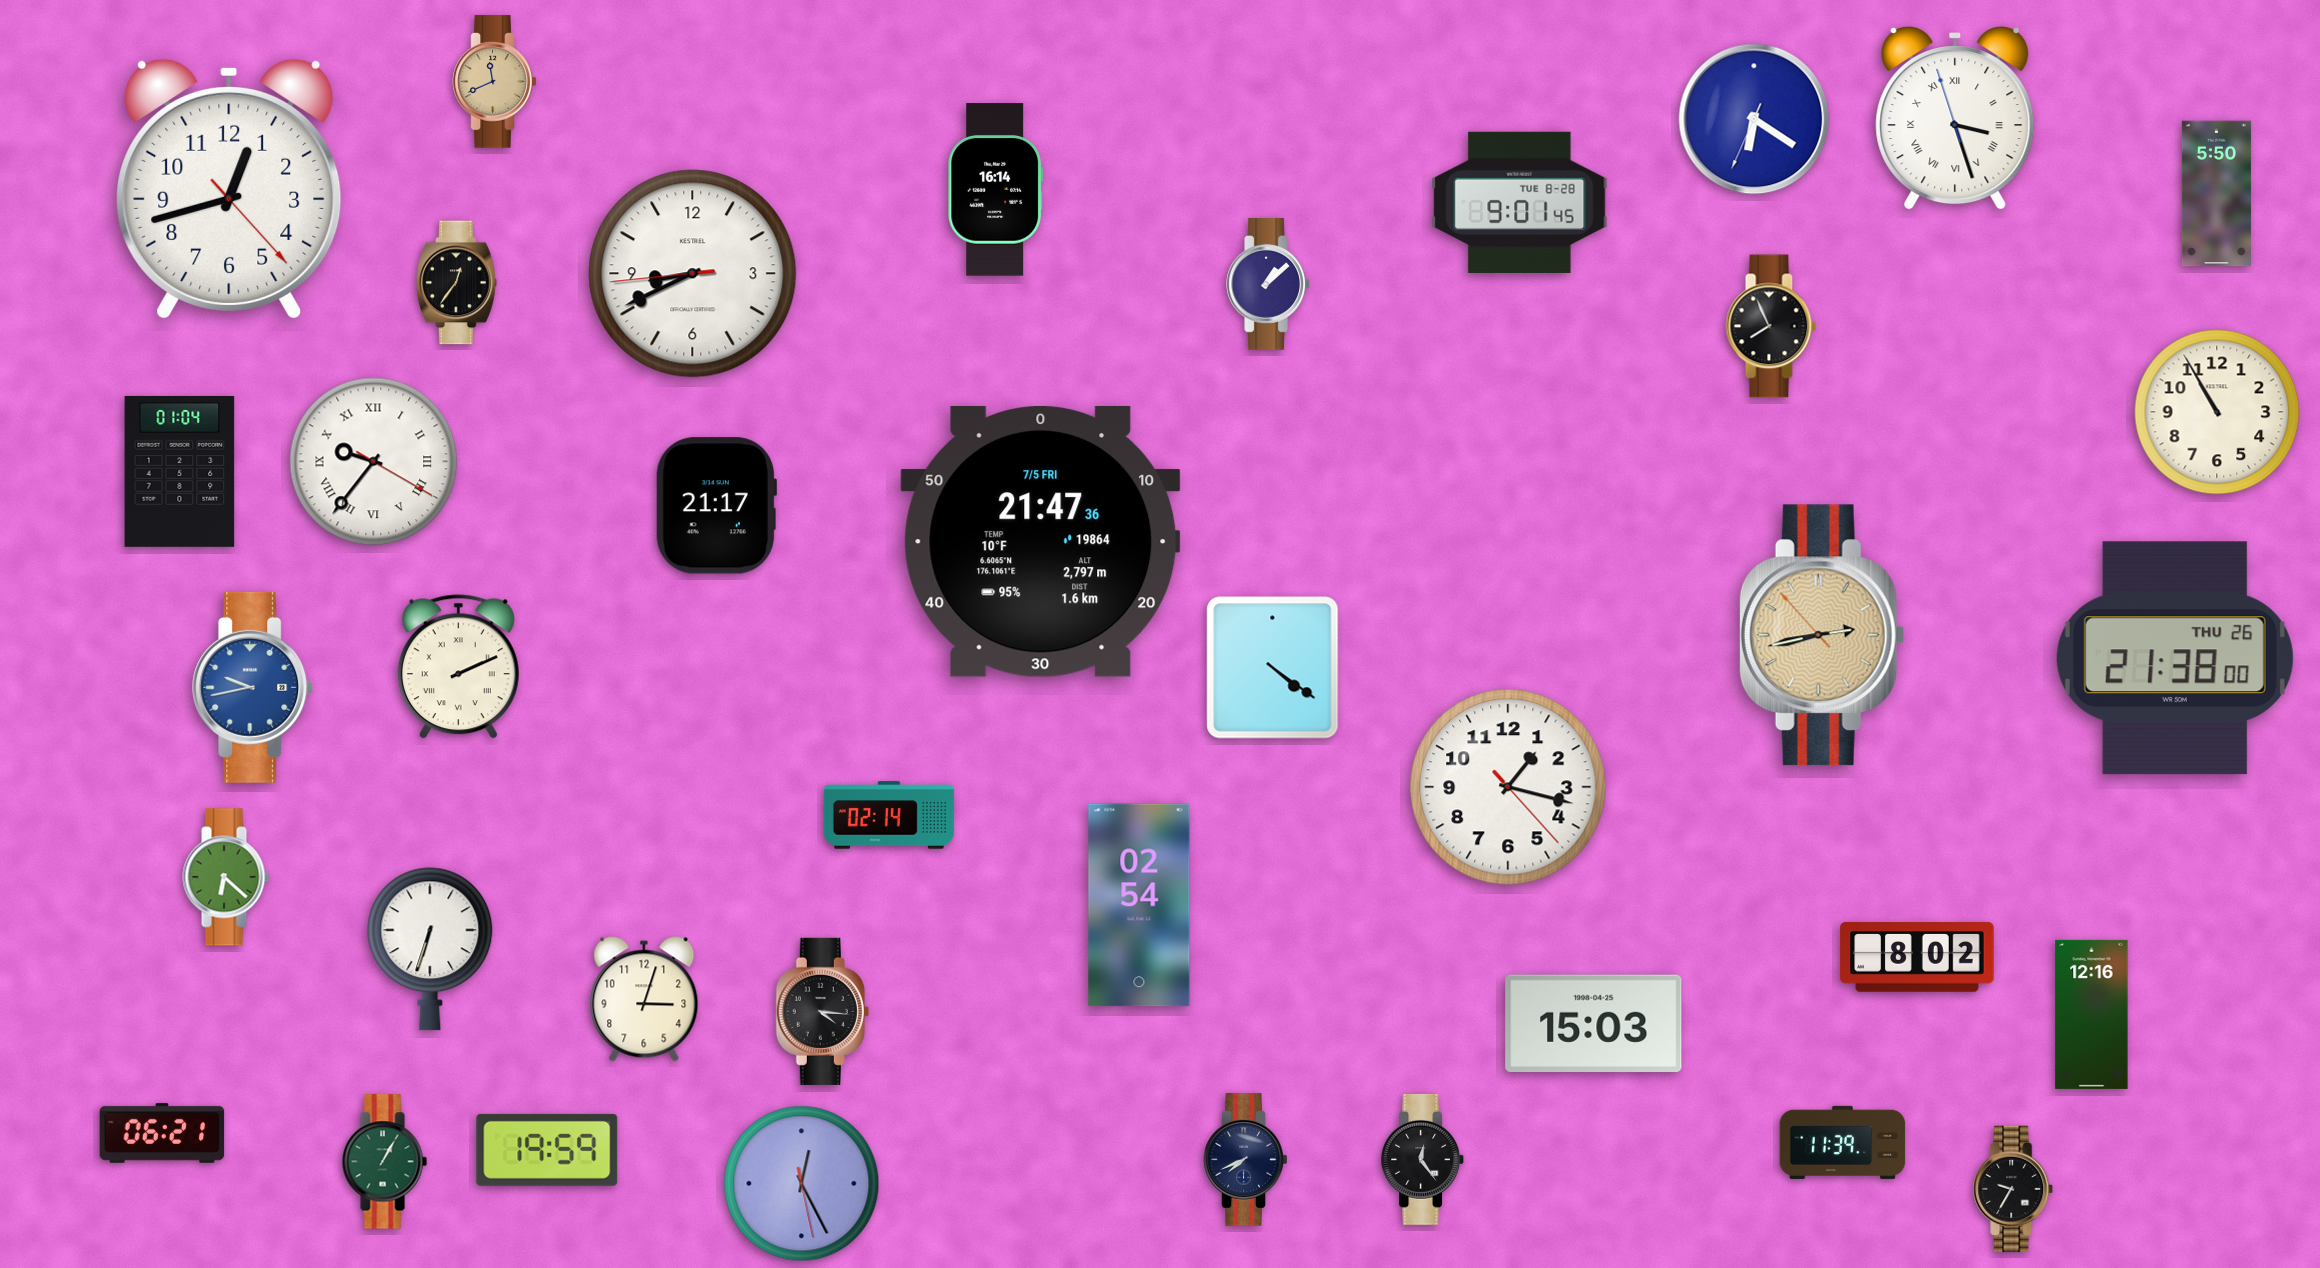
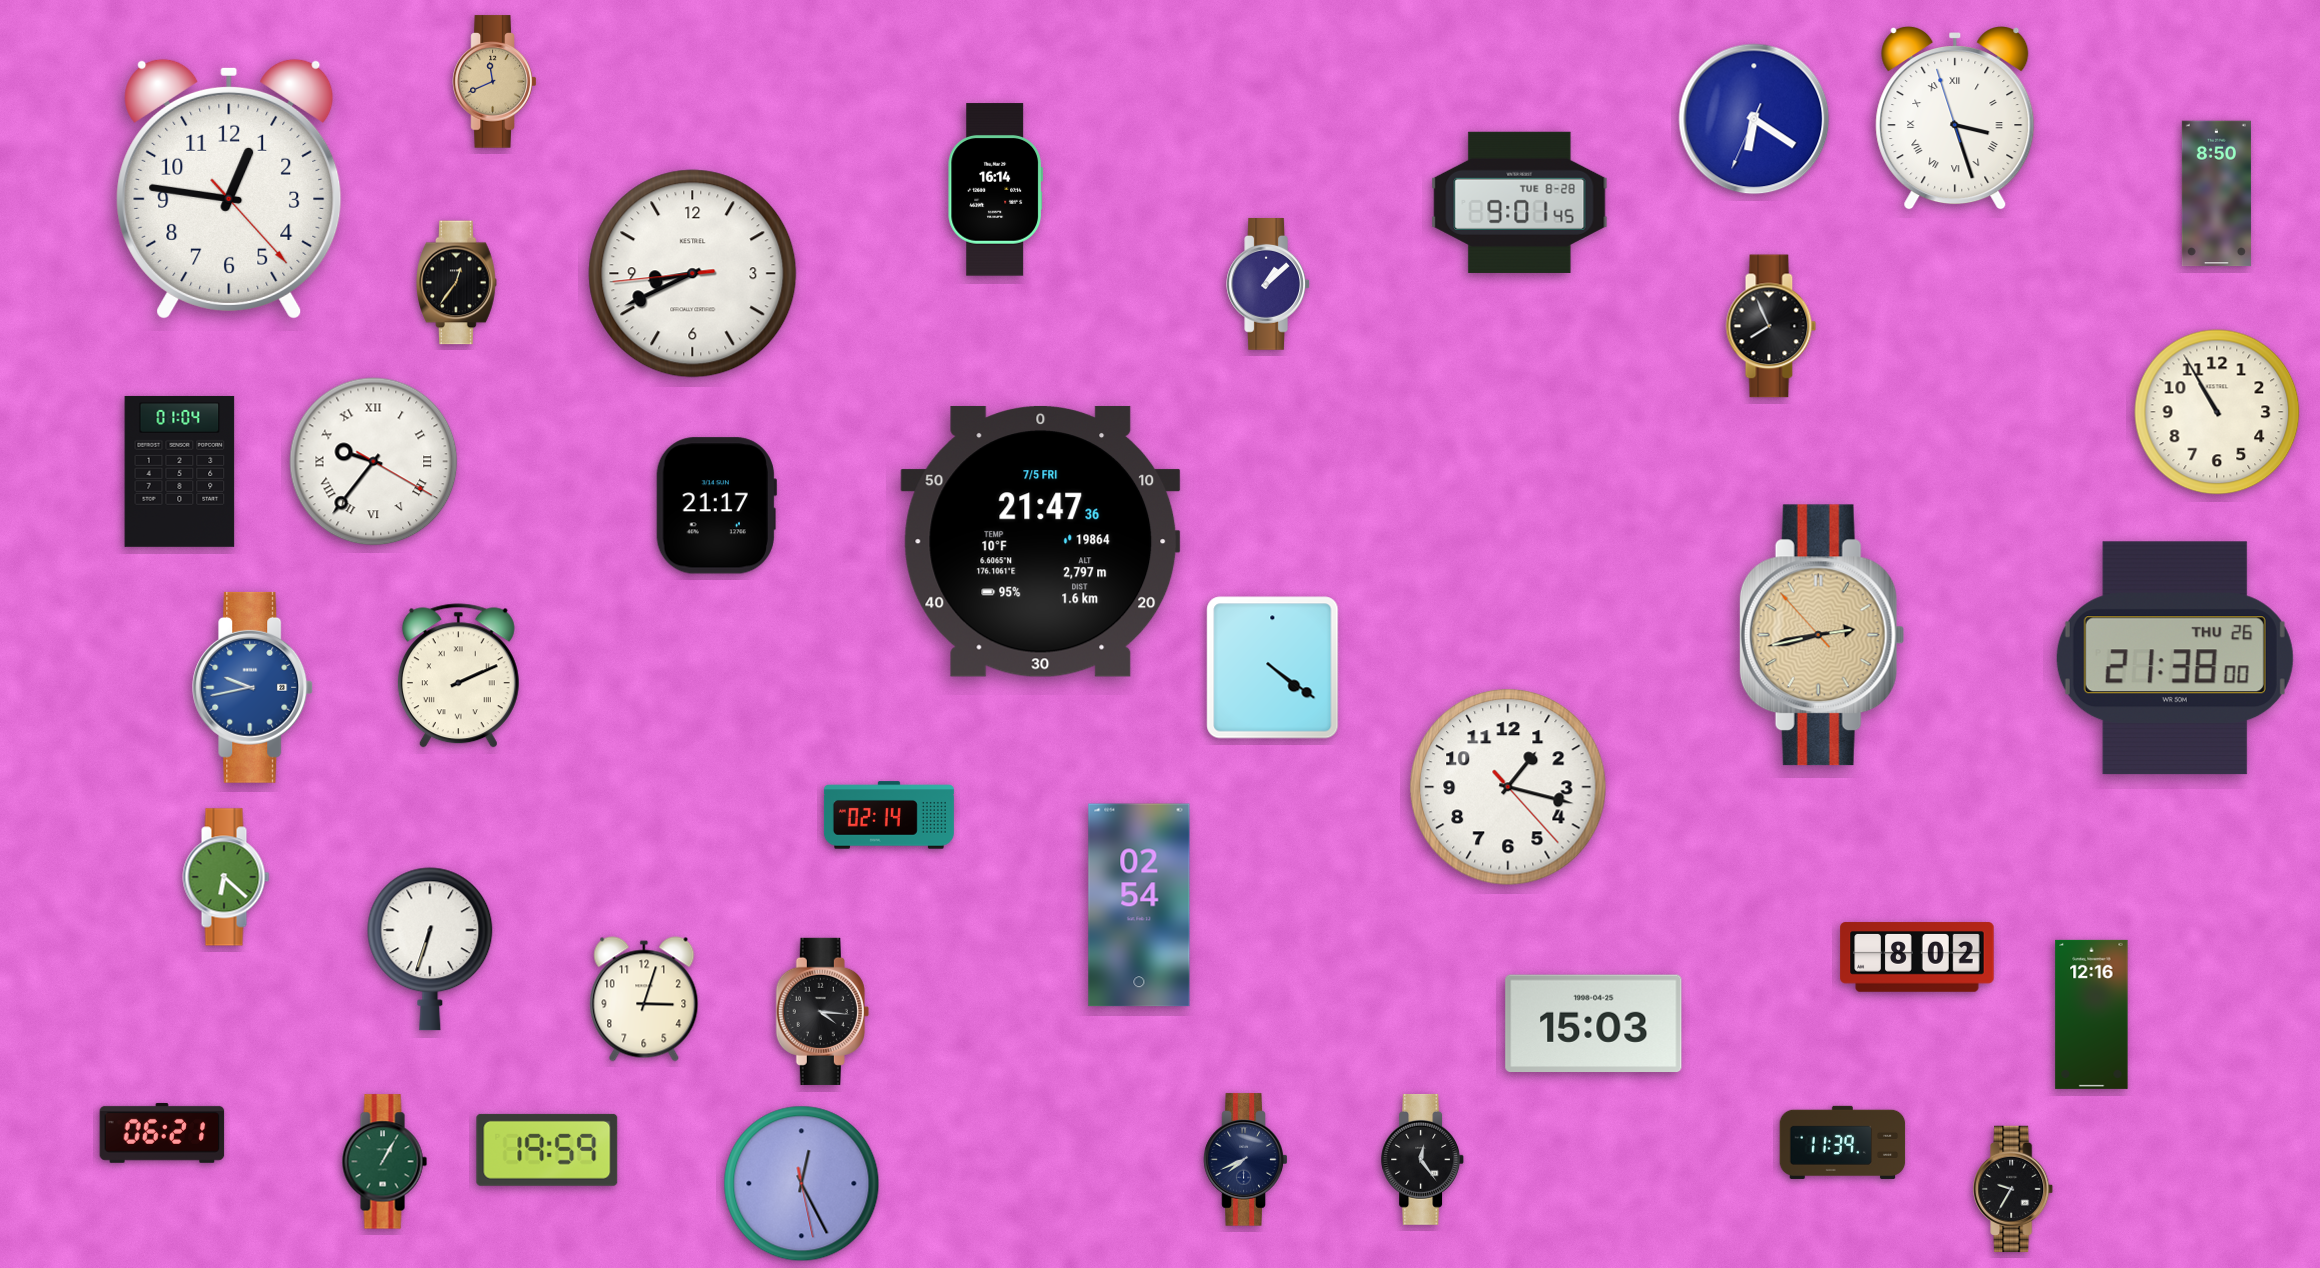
clock at (229, 189): 12:42 -> 12:46
clock at (2216, 194): 5:50 -> 8:50
clock at (458, 667) position: (458, 667) -> (458, 676)
